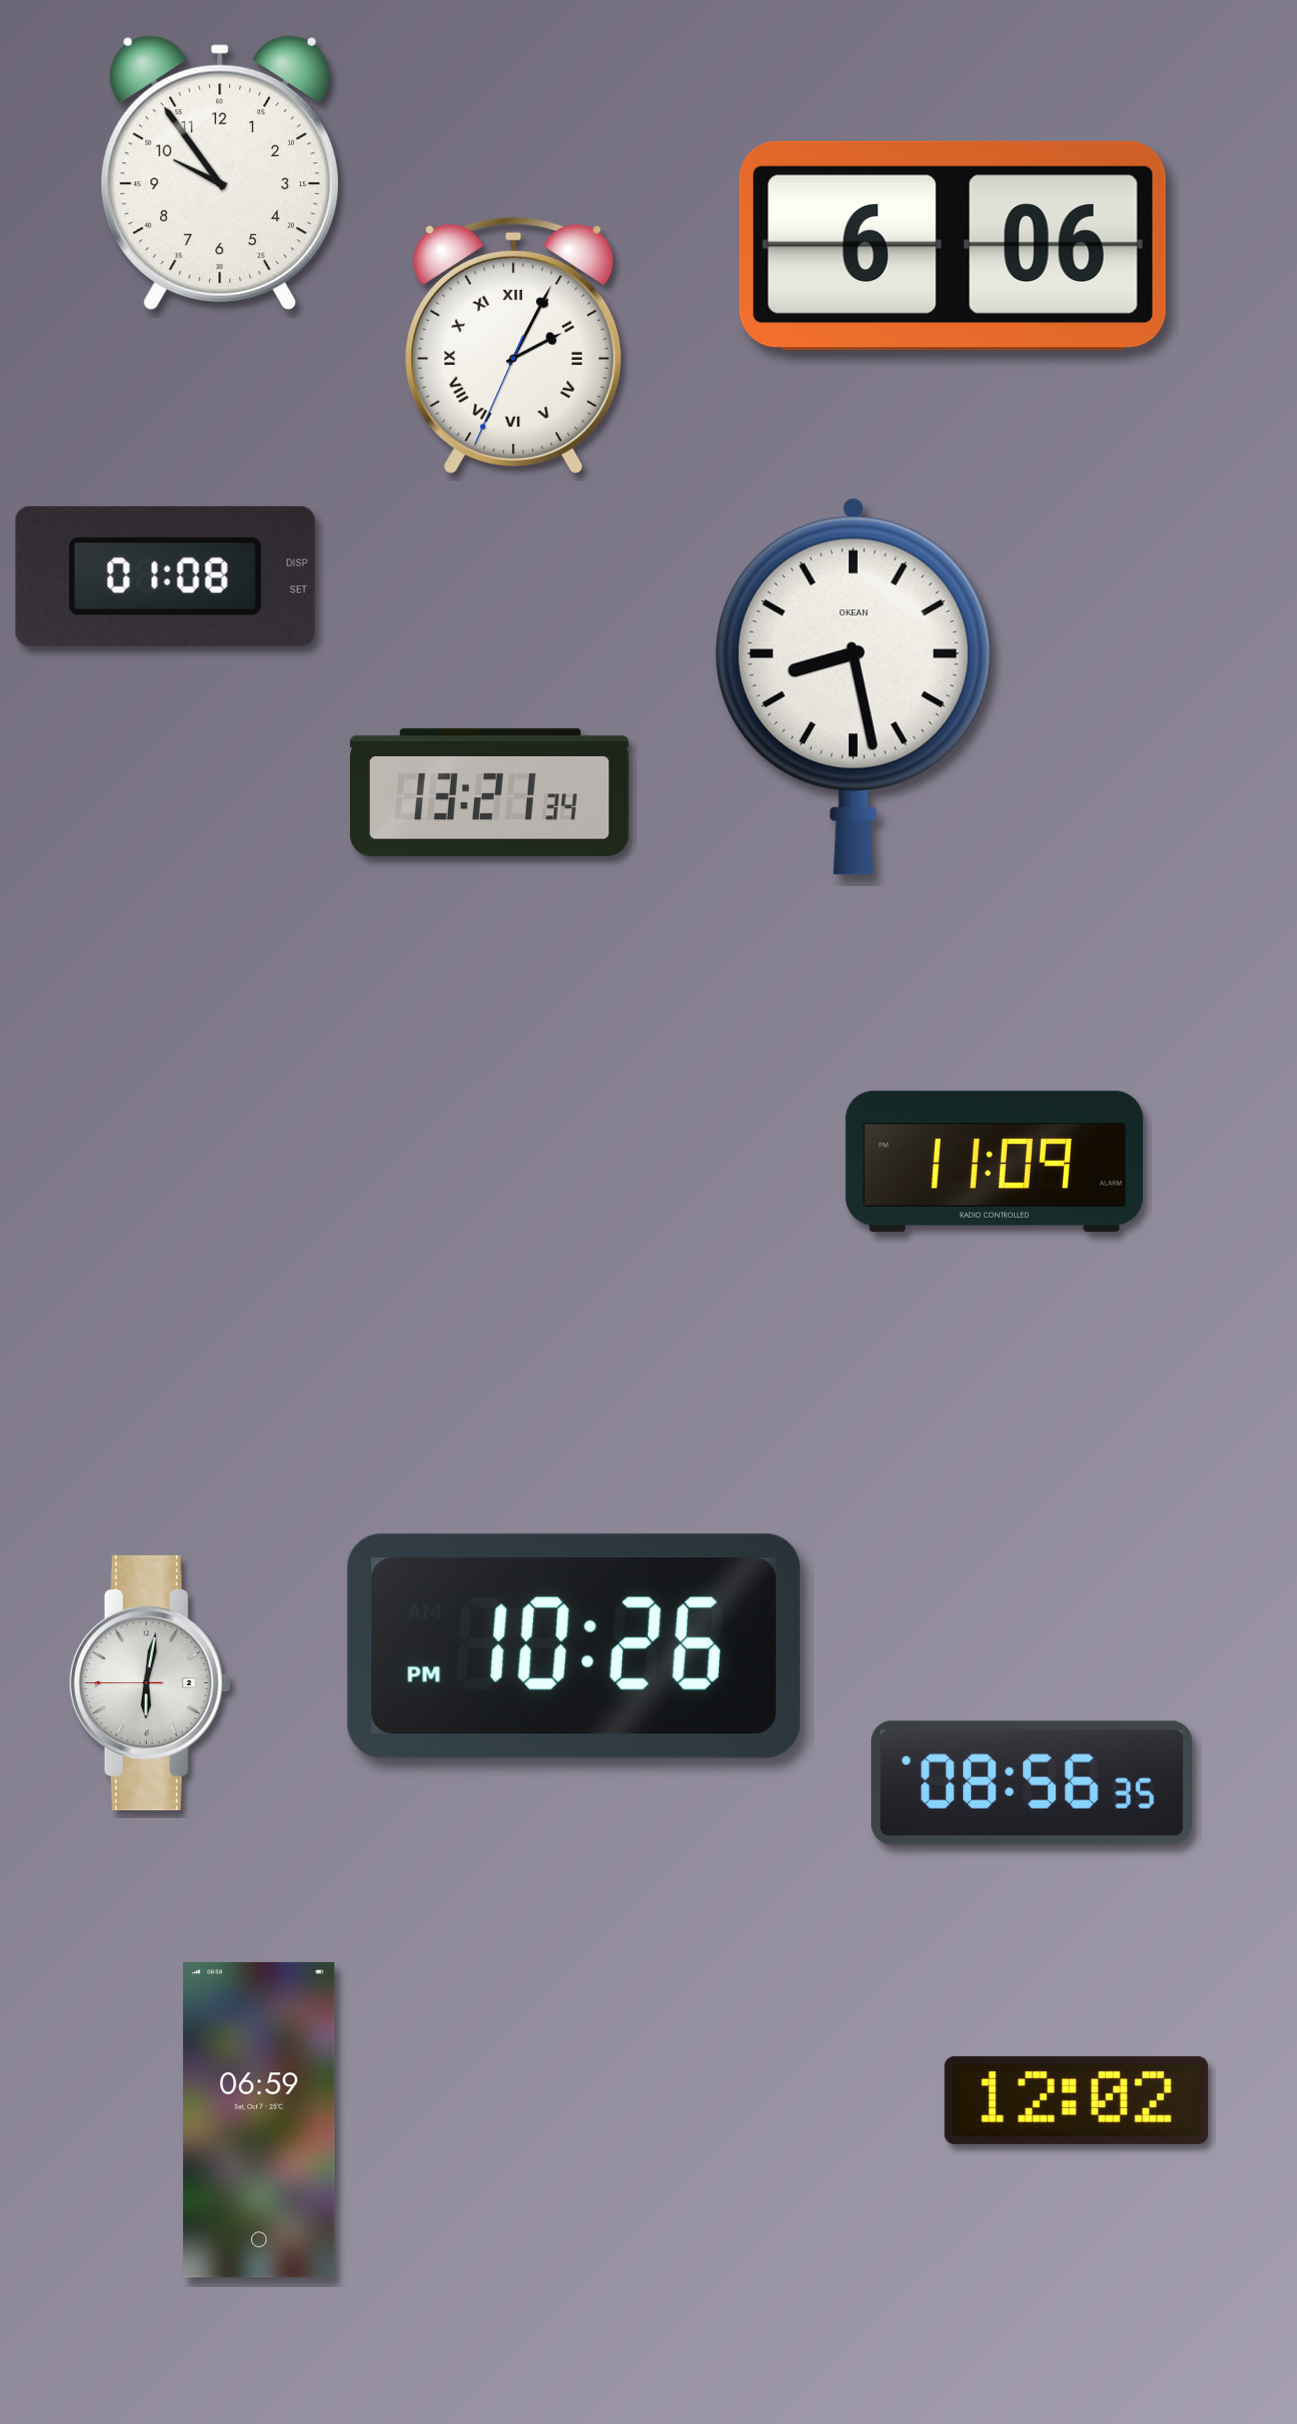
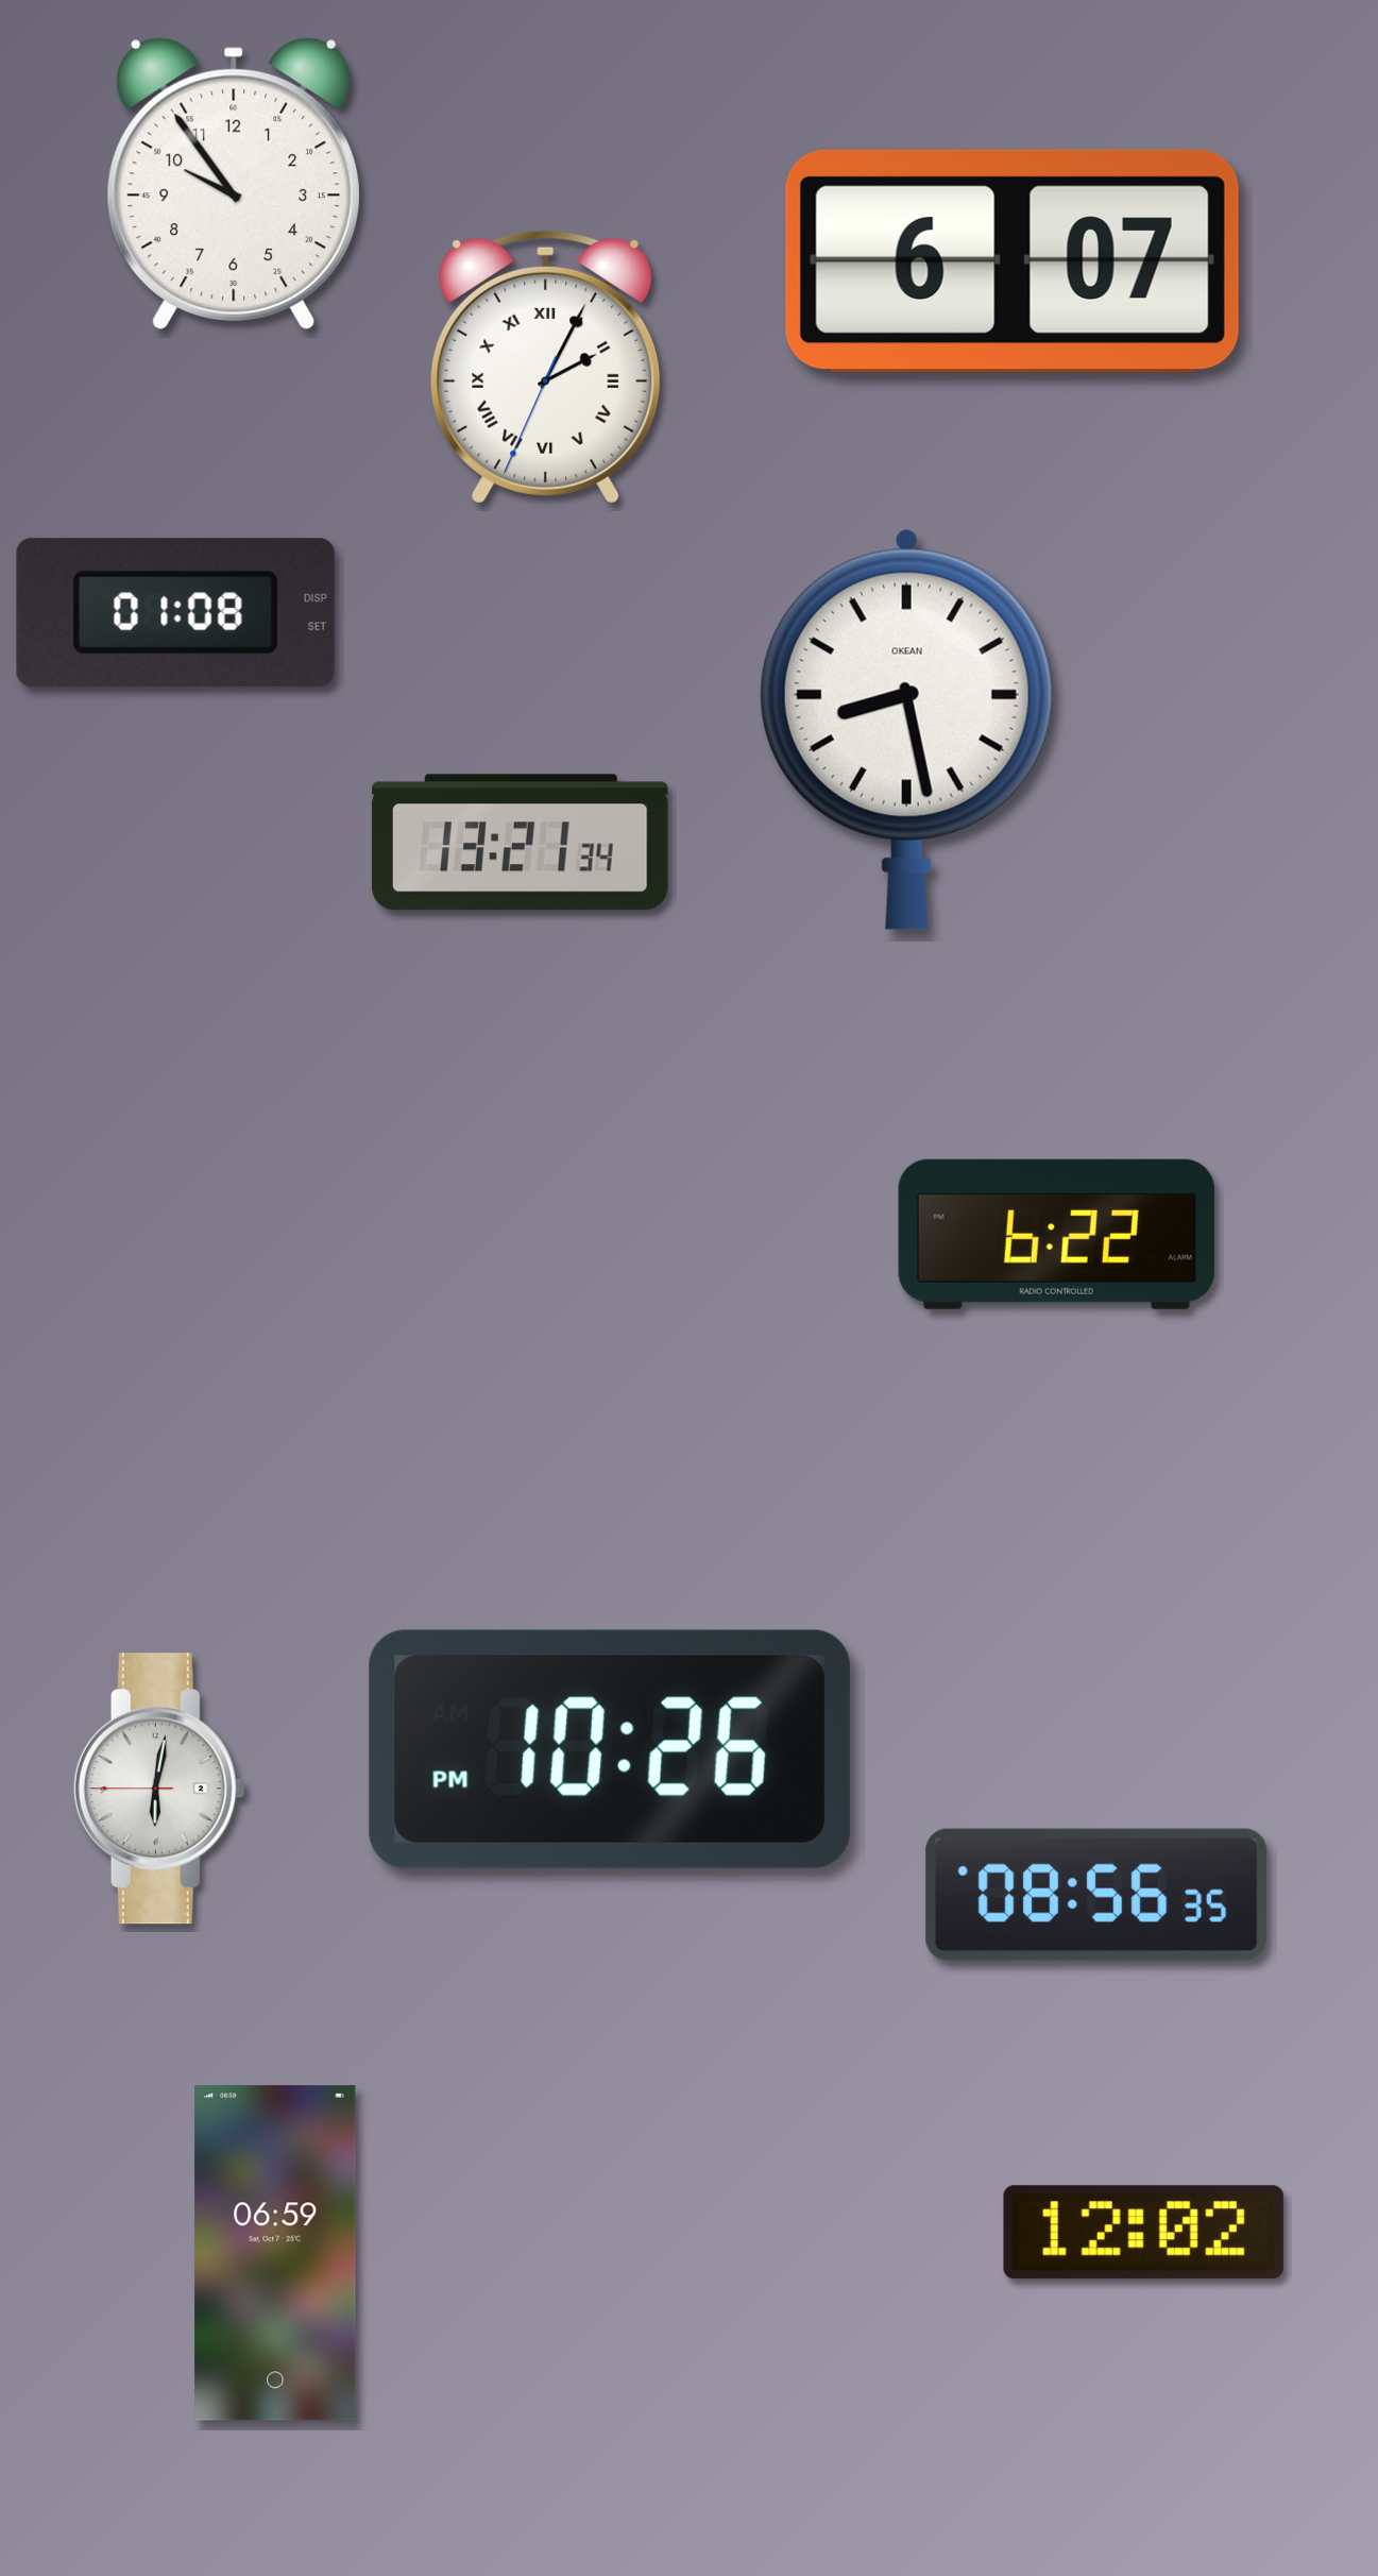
clock at (953, 246): 6:06 -> 6:07
clock at (994, 1161): 11:09 -> 6:22
